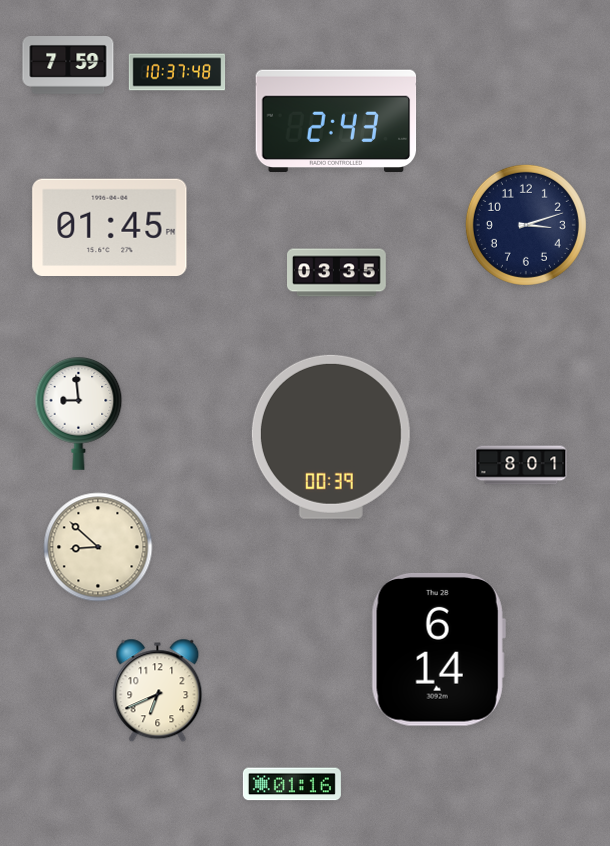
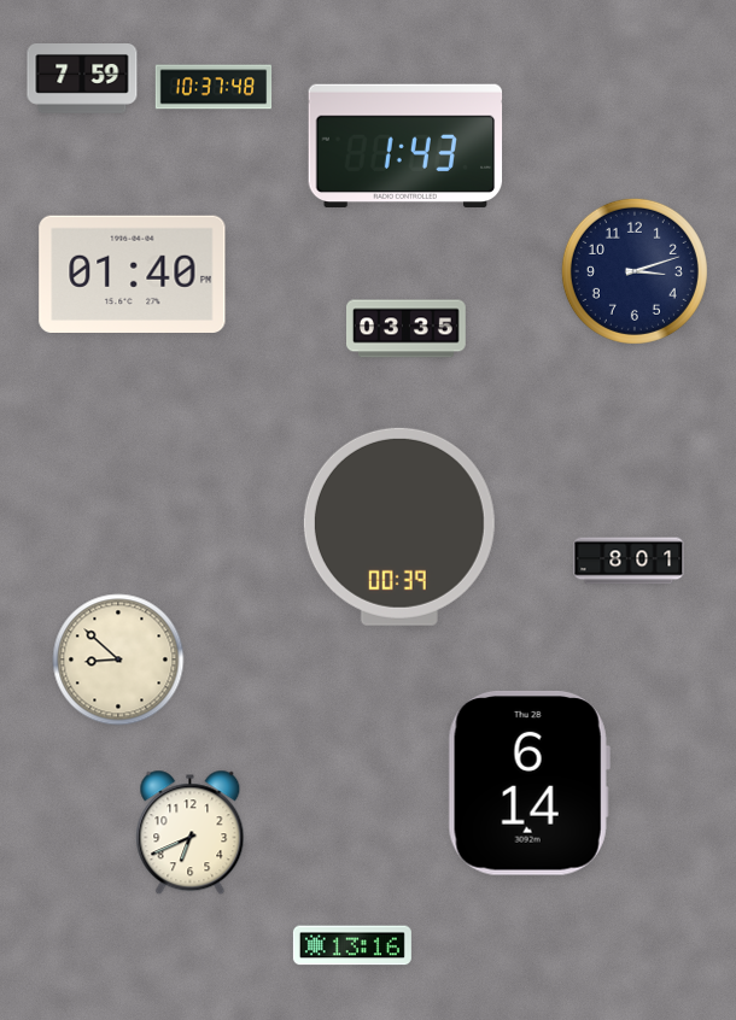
clock at (336, 121): 2:43 -> 1:43
clock at (110, 227): 01:45 -> 01:40
clock at (79, 414): 8:59 -> none
clock at (292, 784): 01:16 -> 13:16
